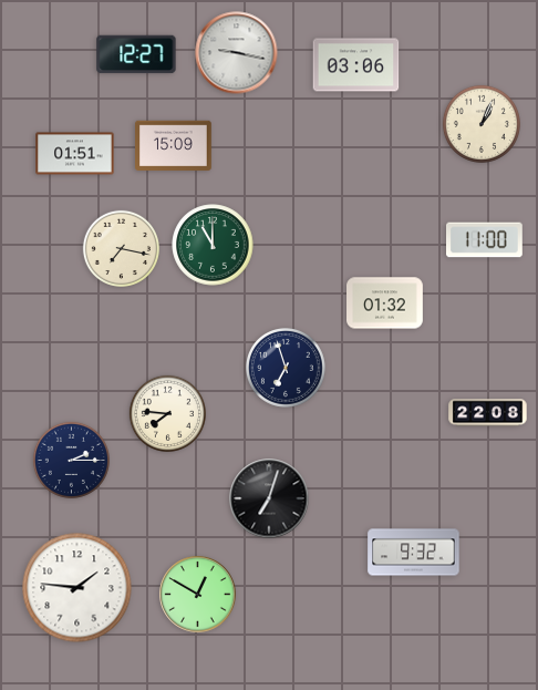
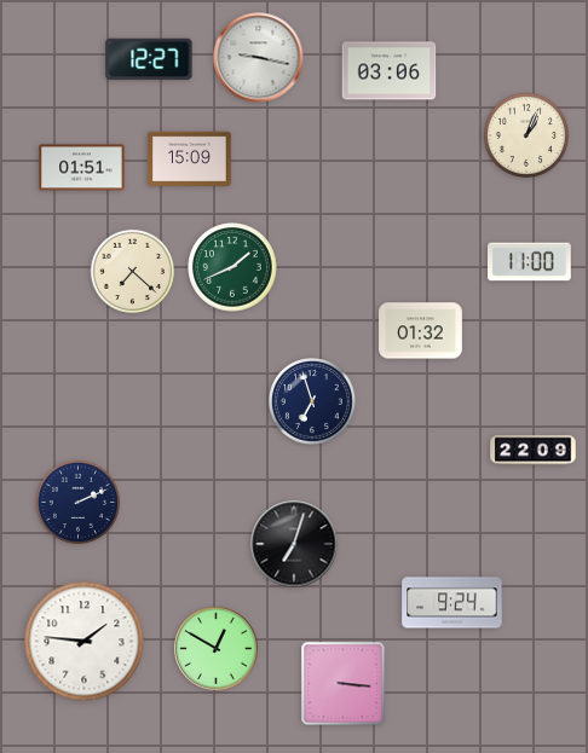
clock at (213, 245): 11:00 -> 1:41
clock at (121, 248): 7:17 -> 7:22
clock at (167, 413): 7:46 -> none
clock at (488, 413): 22:08 -> 22:09
clock at (71, 460): 2:15 -> 2:11
clock at (414, 553): 9:32 -> 9:24
clock at (344, 684): none -> 3:16
